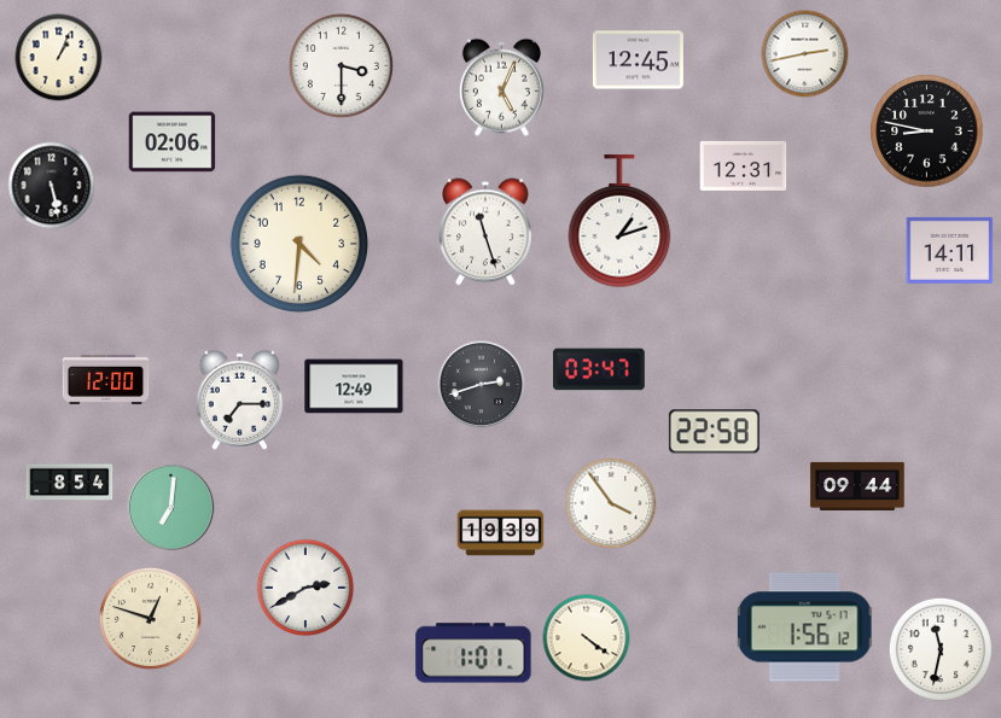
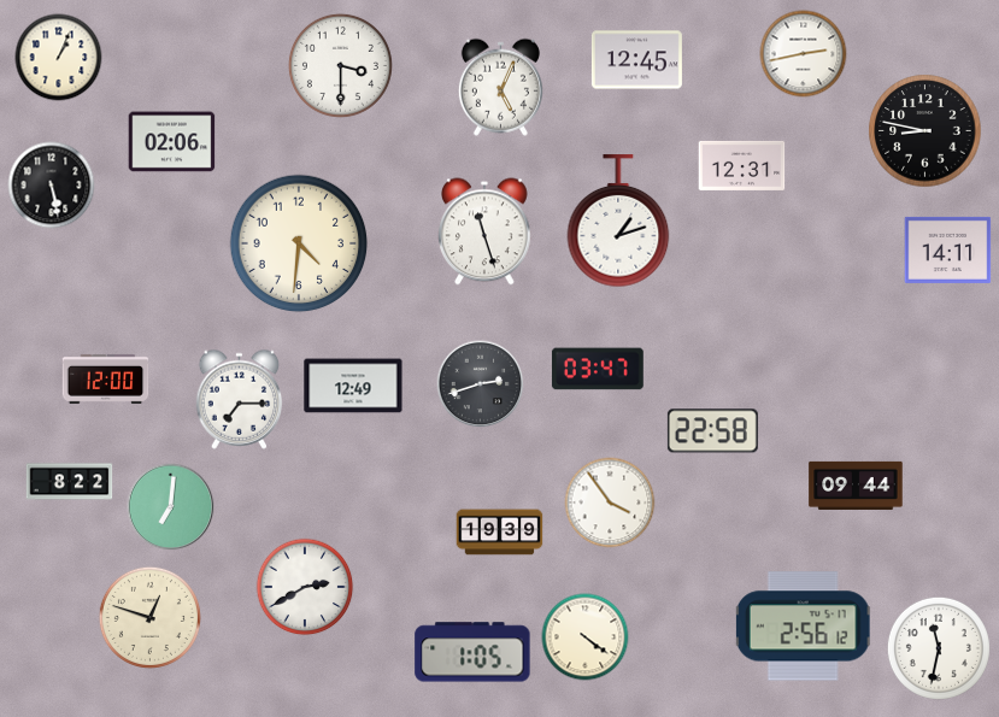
clock at (70, 483): 8:54 -> 8:22
clock at (804, 627): 1:56 -> 2:56
clock at (473, 653): 1:01 -> 1:05
